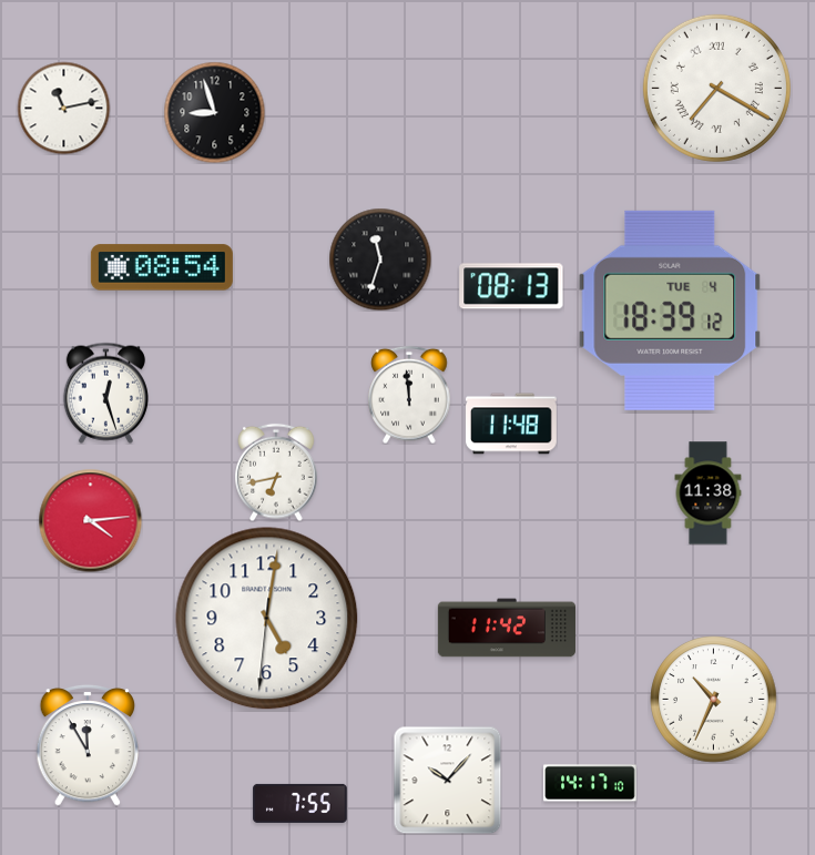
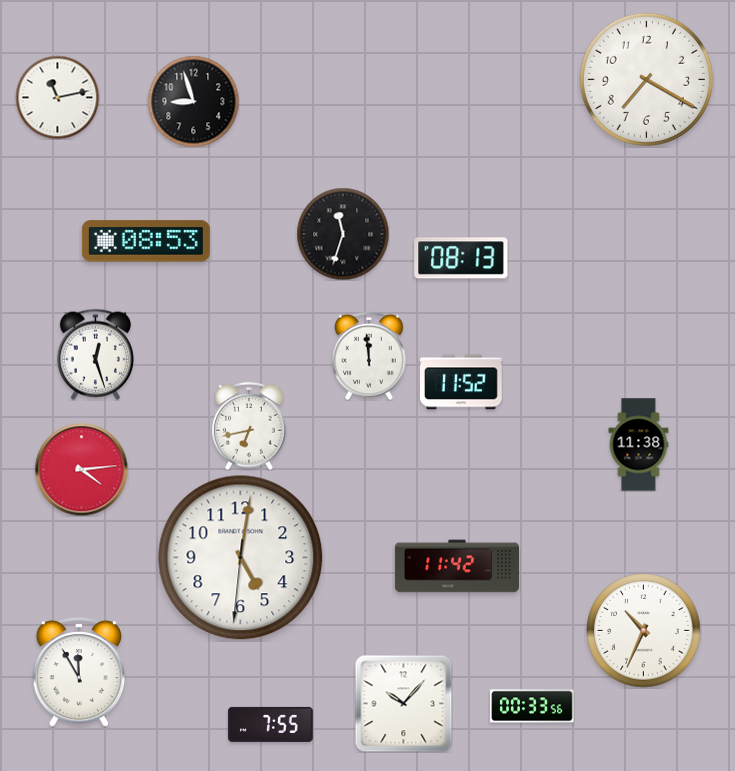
clock at (716, 88) numerals: Roman -> Arabic
clock at (162, 267): 08:54 -> 08:53
clock at (670, 311): 18:39 -> none
clock at (512, 424): 11:48 -> 11:52
clock at (590, 783): 14:17 -> 00:33
